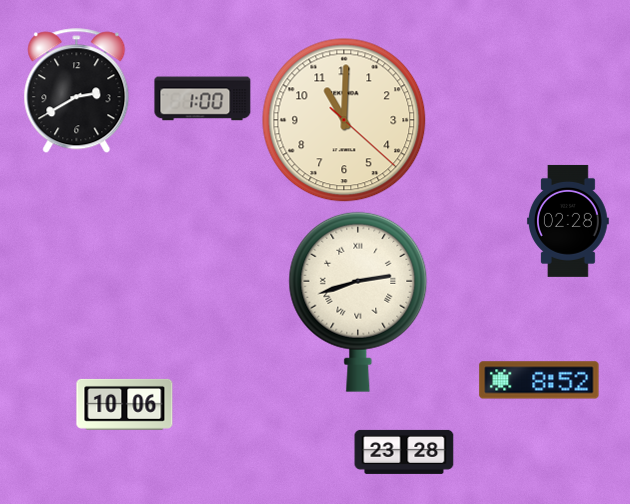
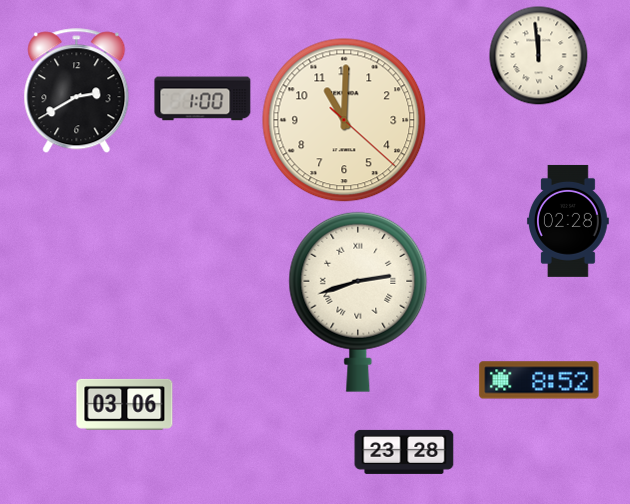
clock at (539, 56): none -> 11:59
clock at (125, 404): 10:06 -> 03:06
